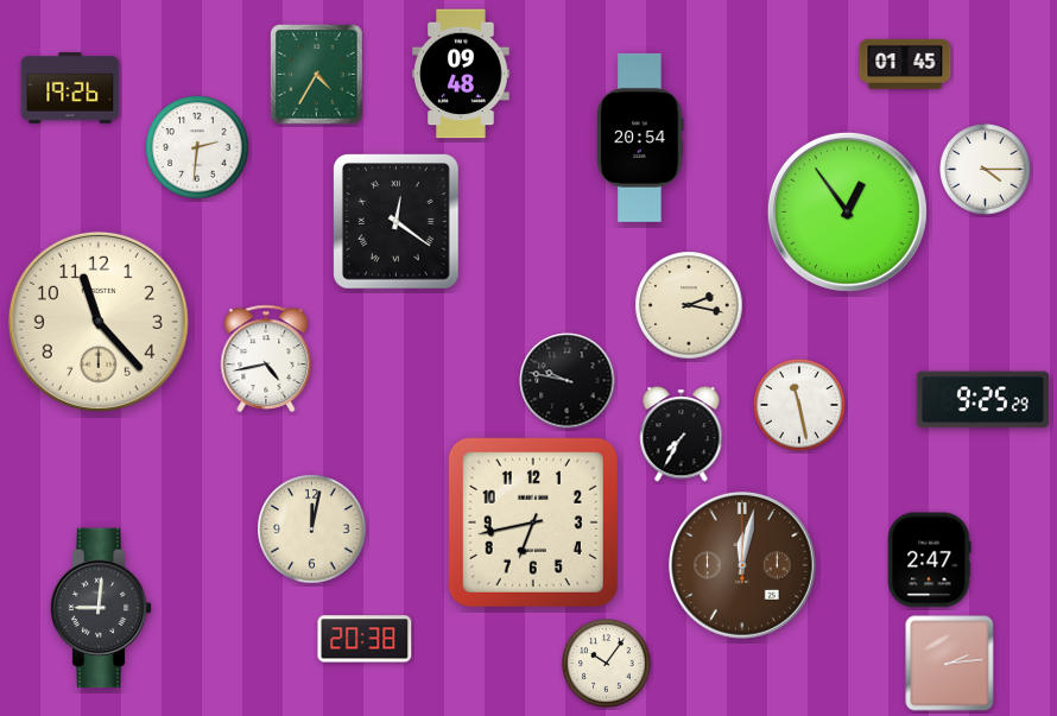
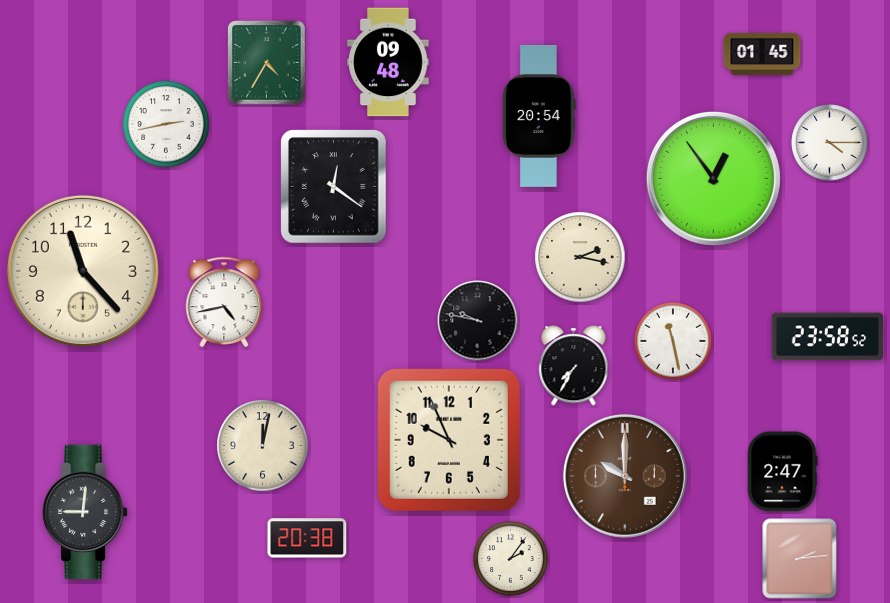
clock at (70, 89): 19:26 -> none
clock at (197, 147): 2:31 -> 2:43
clock at (983, 400): 9:25 -> 23:58
clock at (533, 522): 6:43 -> 9:56
clock at (742, 565): 12:02 -> 10:00
clock at (607, 664): 10:06 -> 2:06
